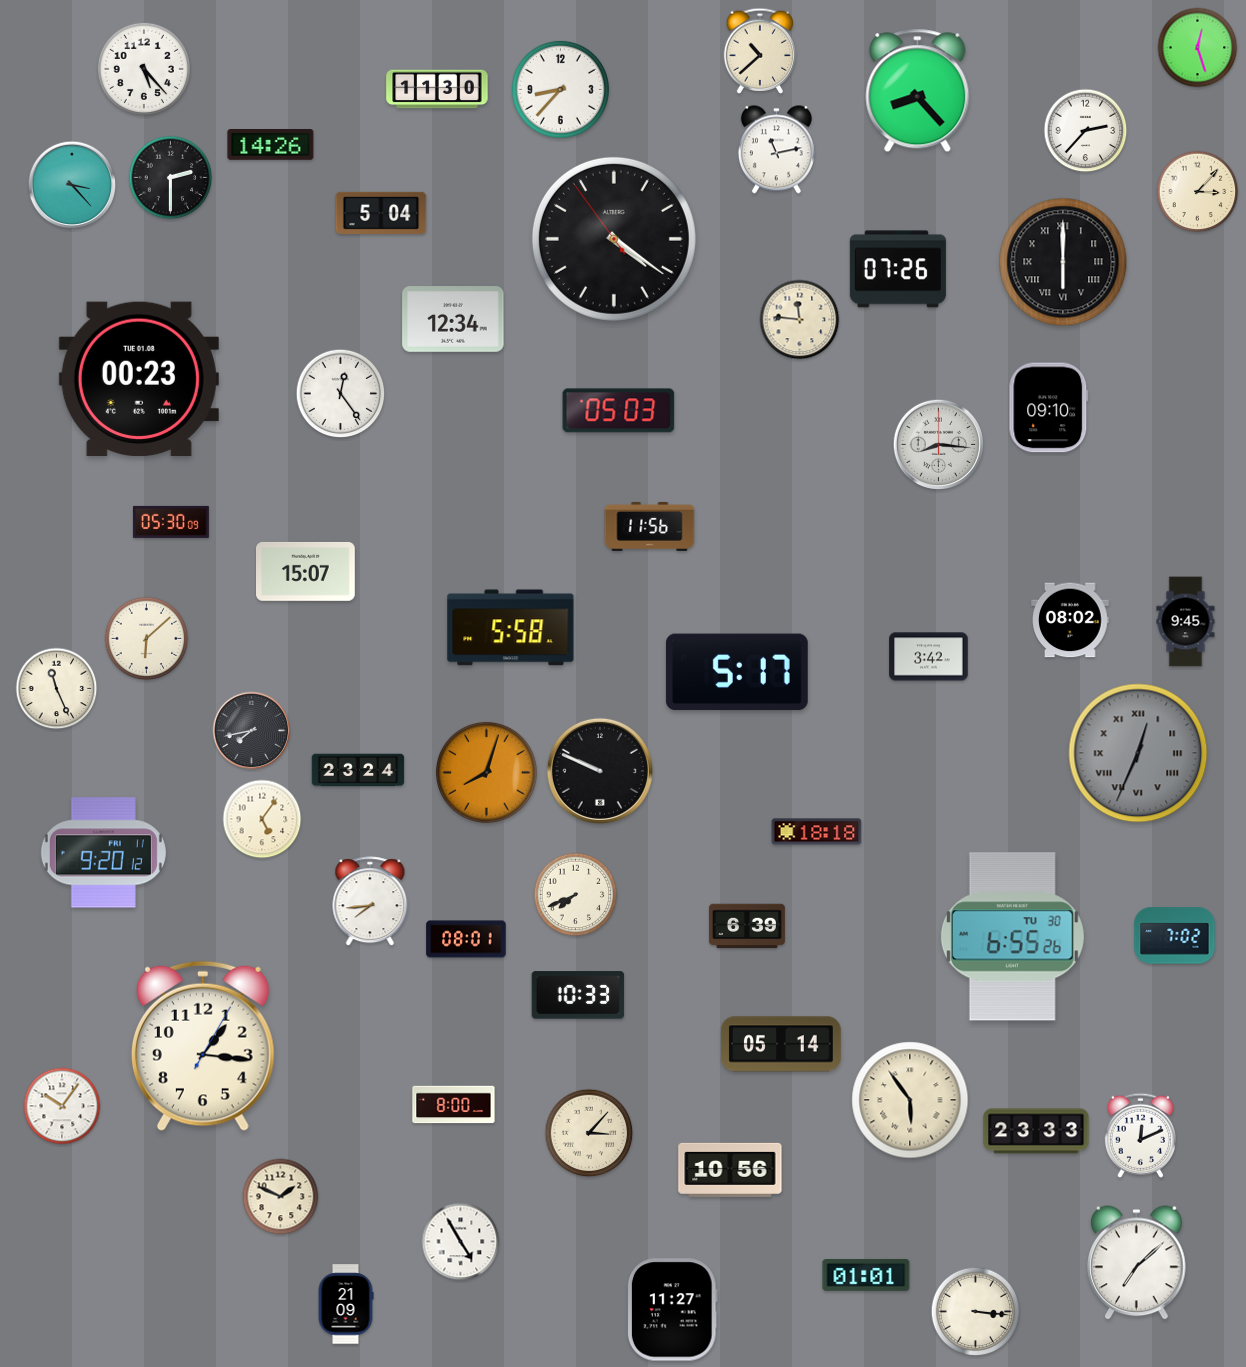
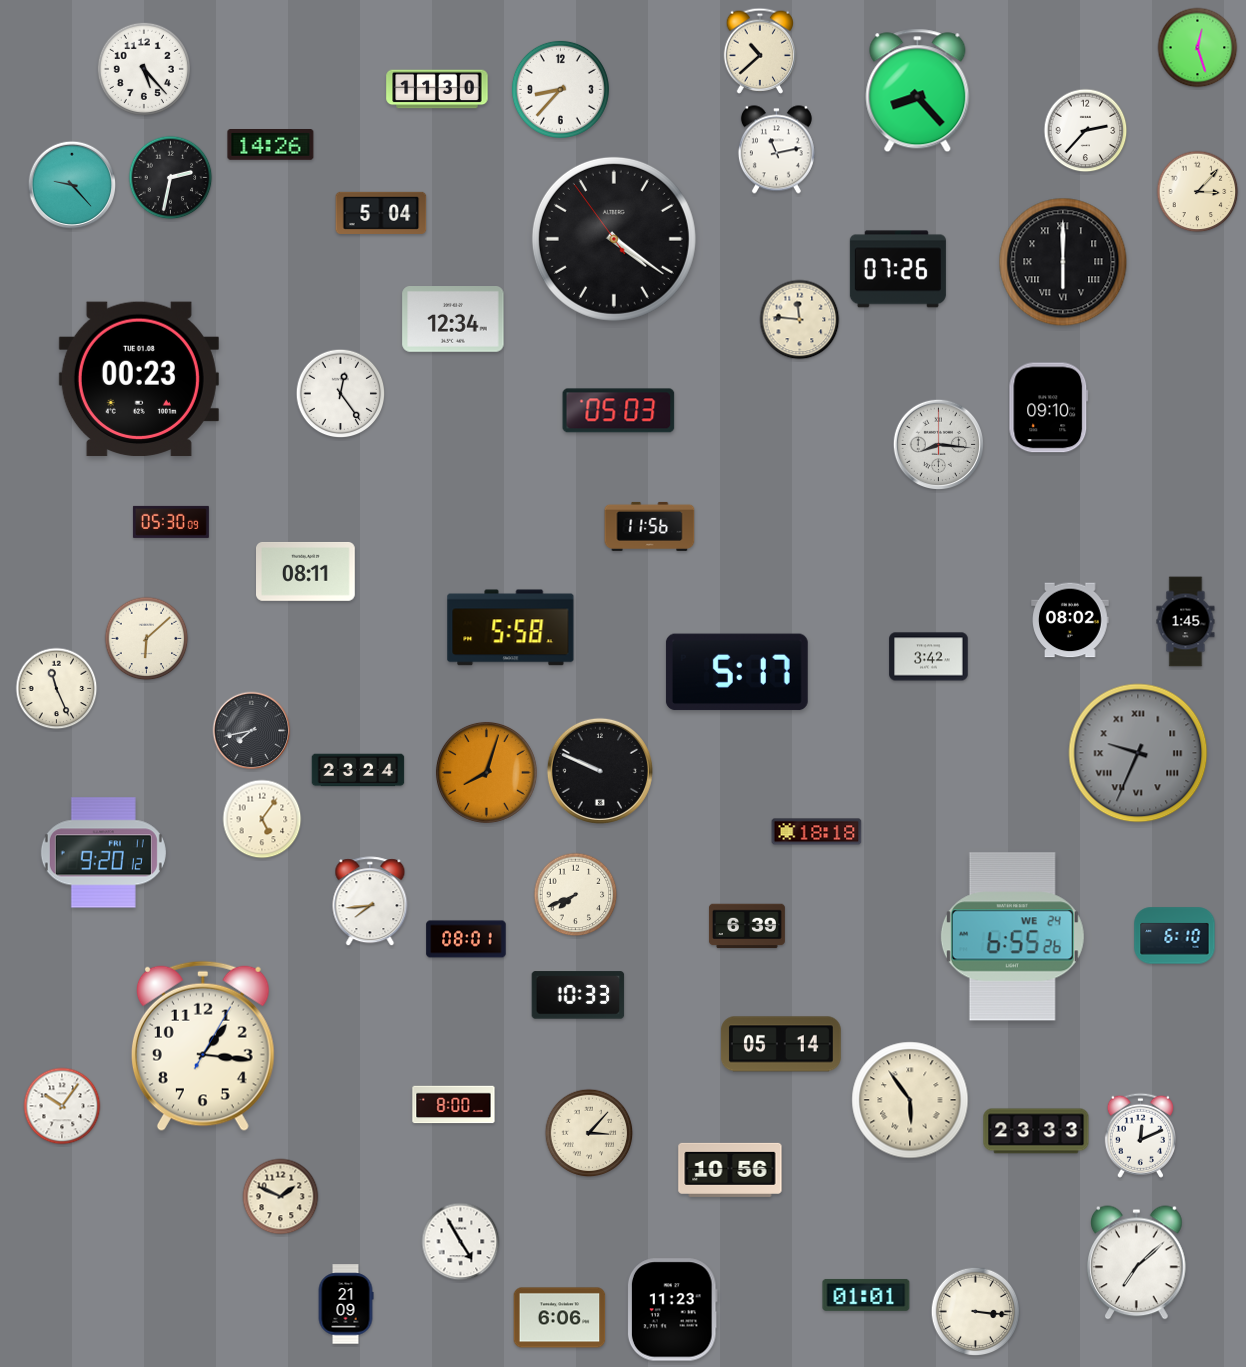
clock at (171, 178): 2:30 -> 2:32
clock at (72, 185): 3:23 -> 9:23
clock at (306, 571): 15:07 -> 08:11
clock at (1186, 622): 9:45 -> 1:45
clock at (1138, 753): 12:34 -> 9:34
clock at (1175, 936): 7:02 -> 6:10
clock at (1012, 937) date: TU 30 -> WE 24
clock at (866, 1275) position: (866, 1275) -> (866, 1295)
clock at (672, 1310): 11:27 -> 11:23
clock at (560, 1318): none -> 6:06
